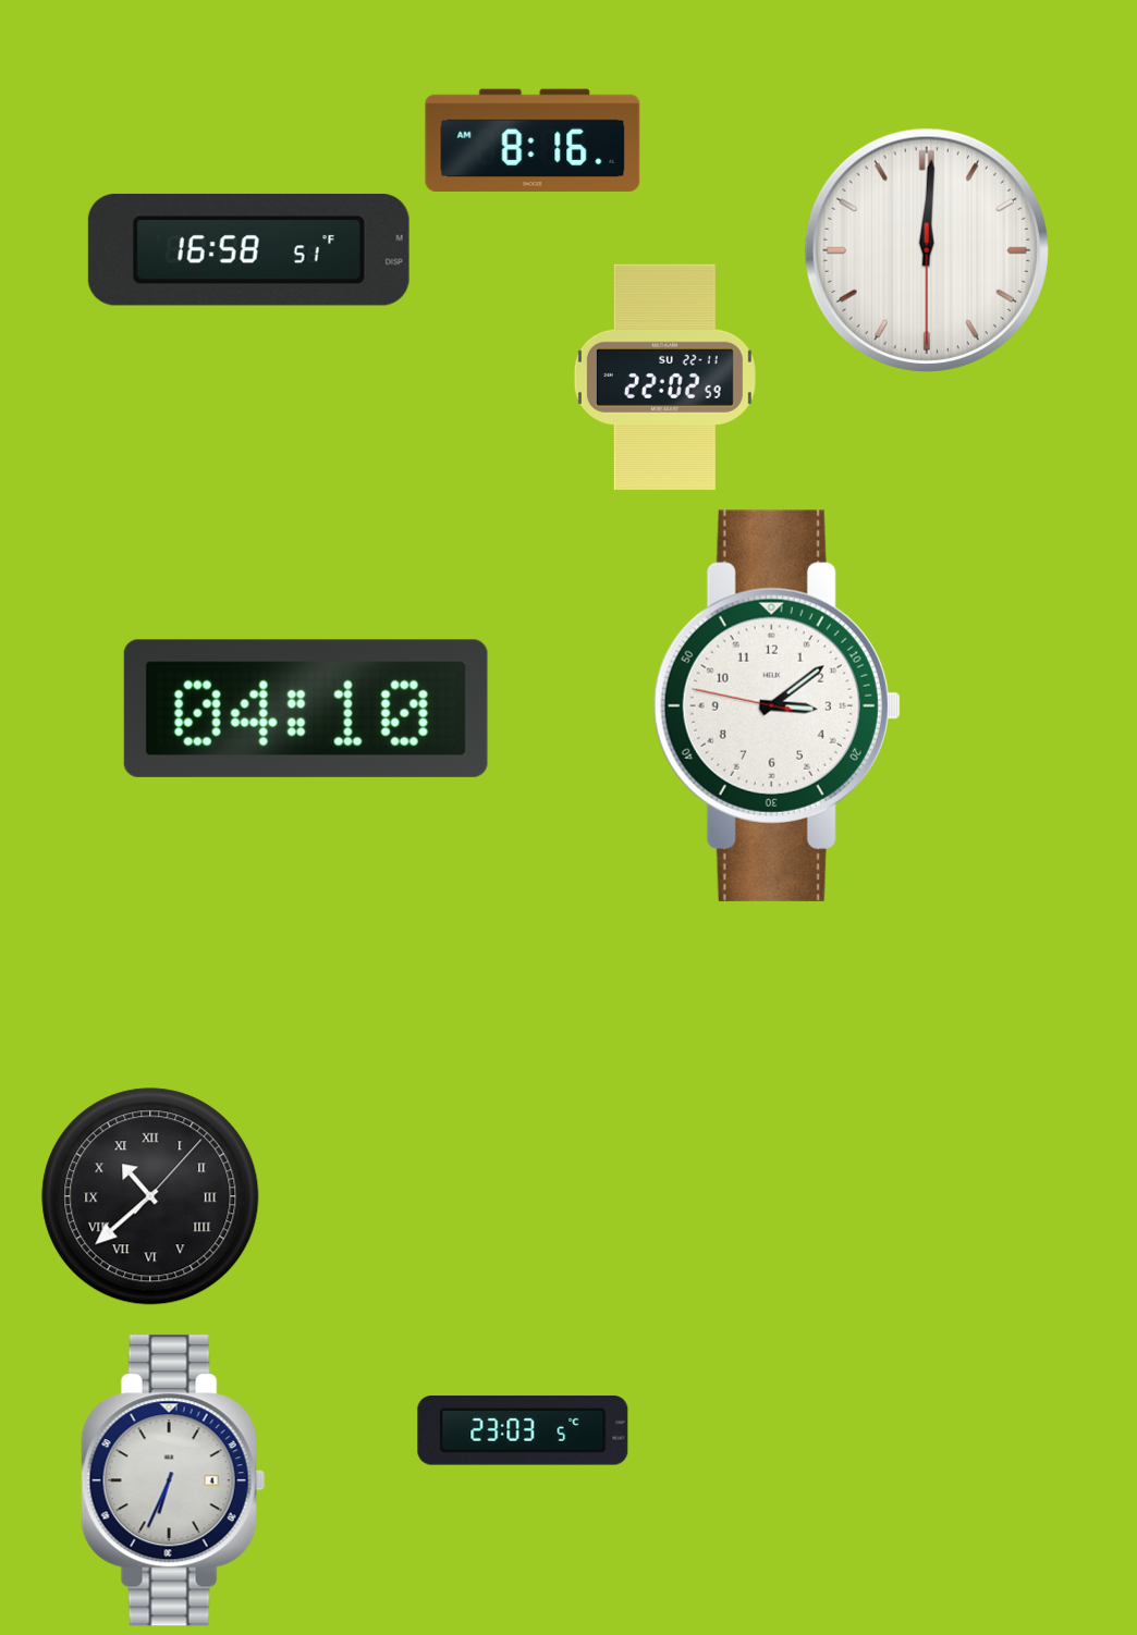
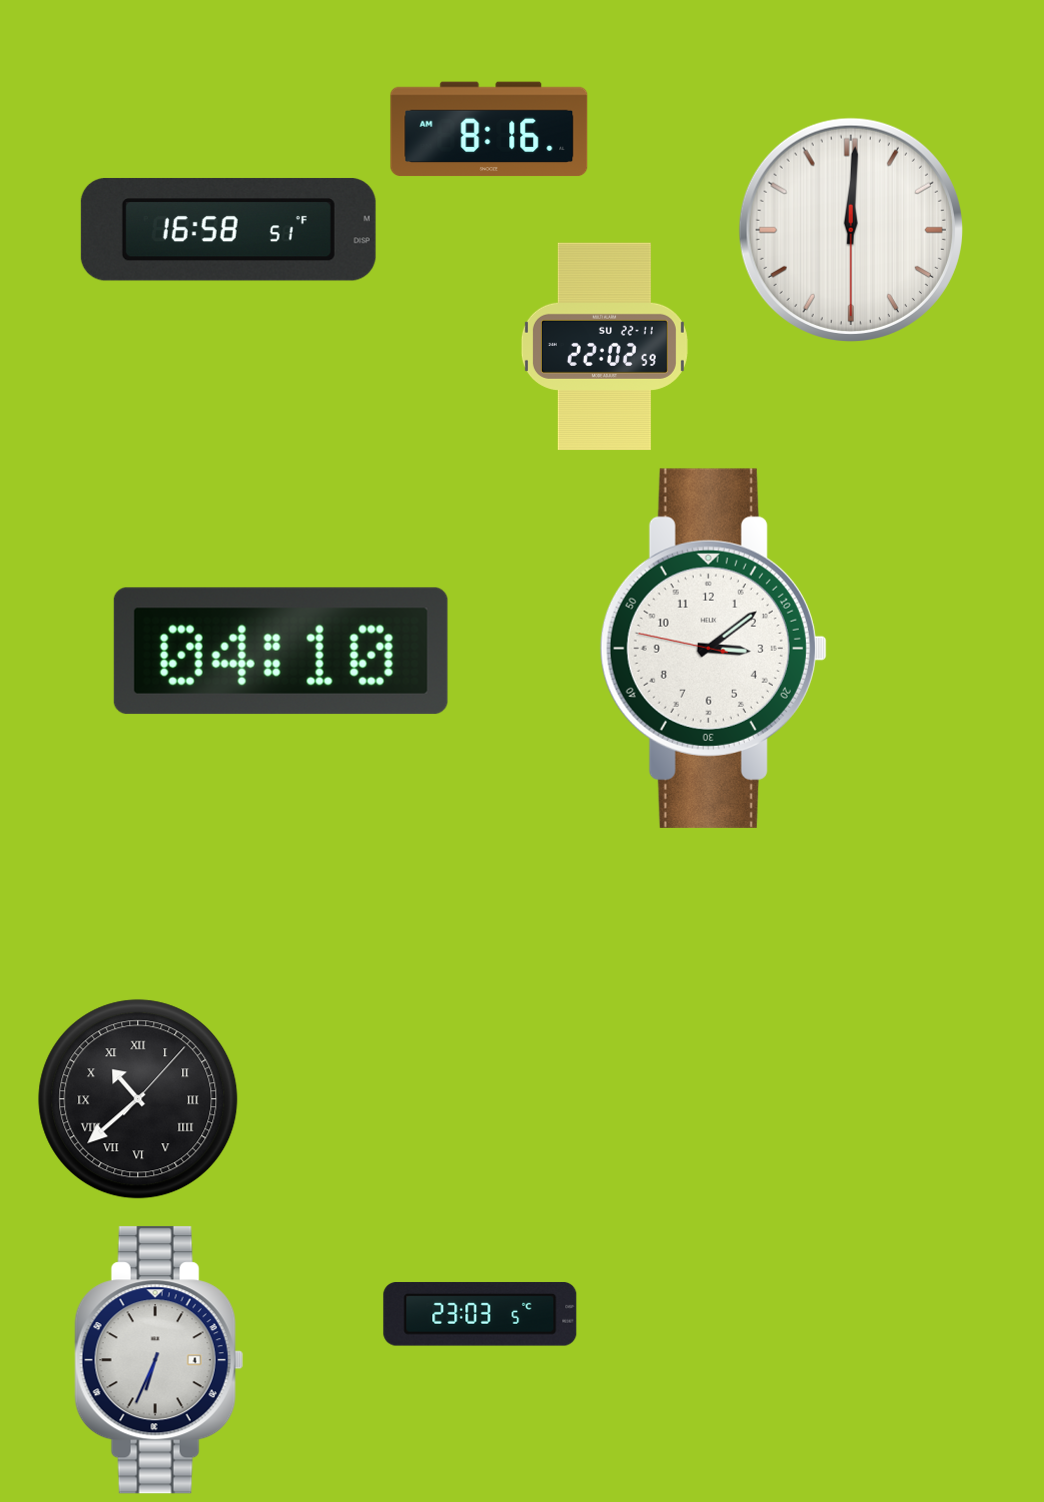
clock at (664, 377) position: (664, 377) -> (604, 346)
